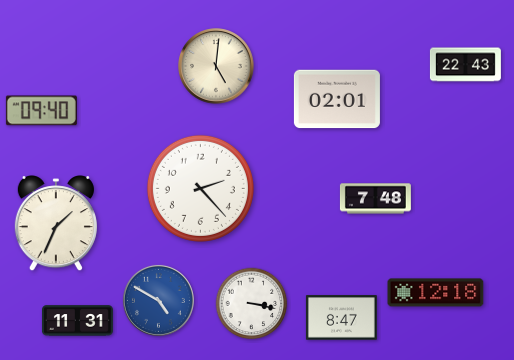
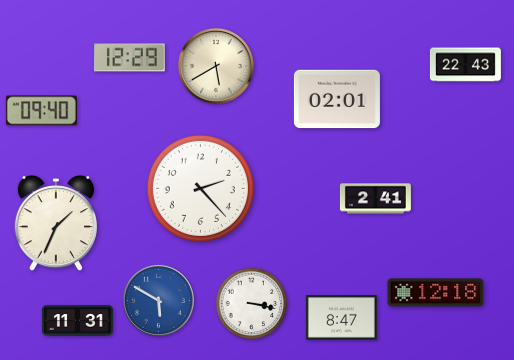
clock at (129, 58): none -> 12:29
clock at (216, 66): 5:01 -> 5:40
clock at (375, 199): 7:48 -> 2:41
clock at (158, 300): 4:50 -> 5:50
